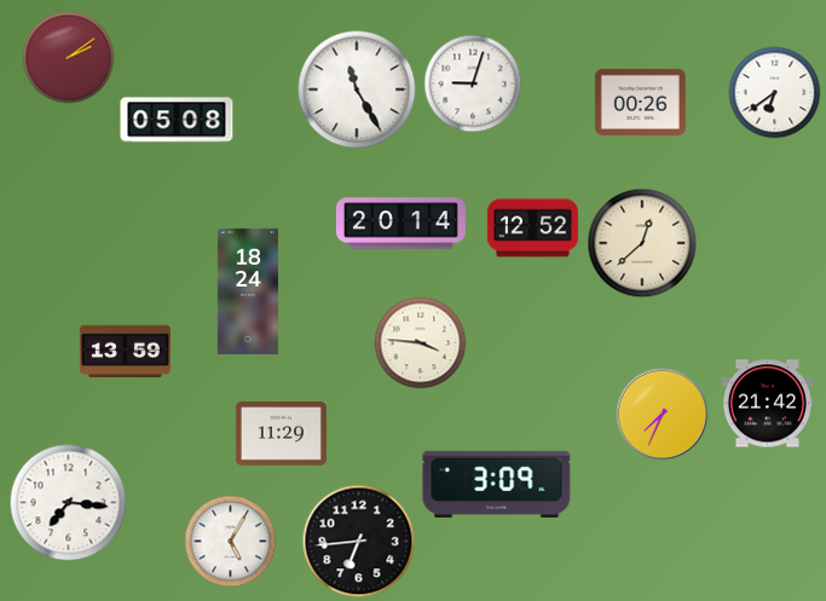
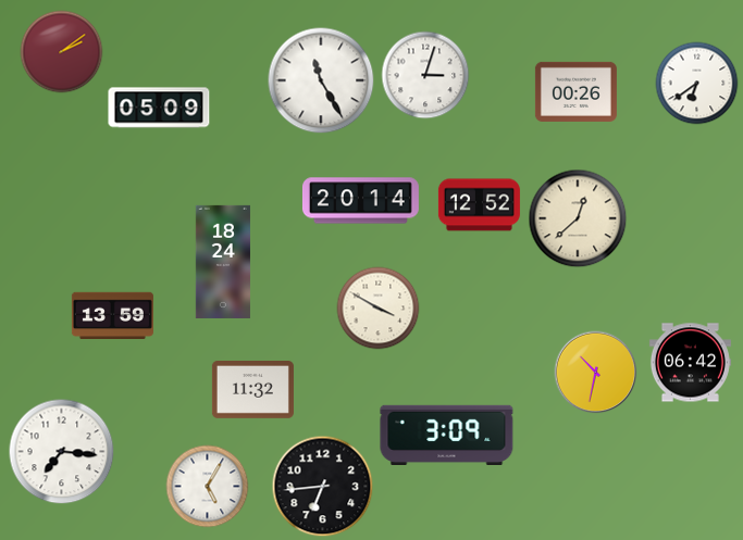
clock at (473, 83): 9:03 -> 3:03
clock at (177, 120): 05:08 -> 05:09
clock at (421, 343): 3:46 -> 3:50
clock at (767, 404): 21:42 -> 06:42
clock at (663, 415): 7:34 -> 10:32
clock at (281, 434): 11:29 -> 11:32
